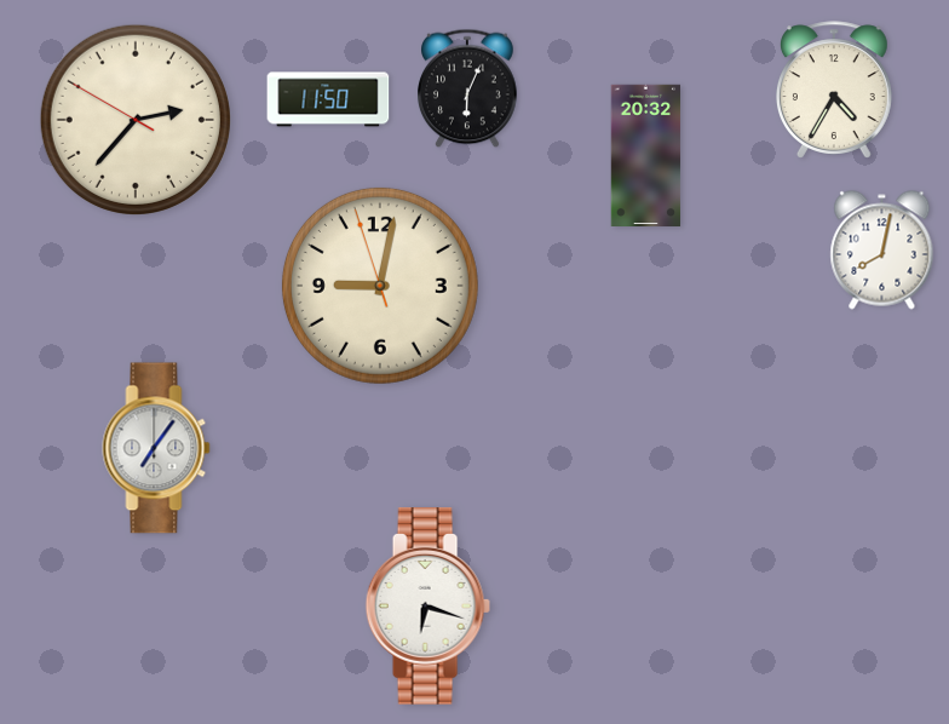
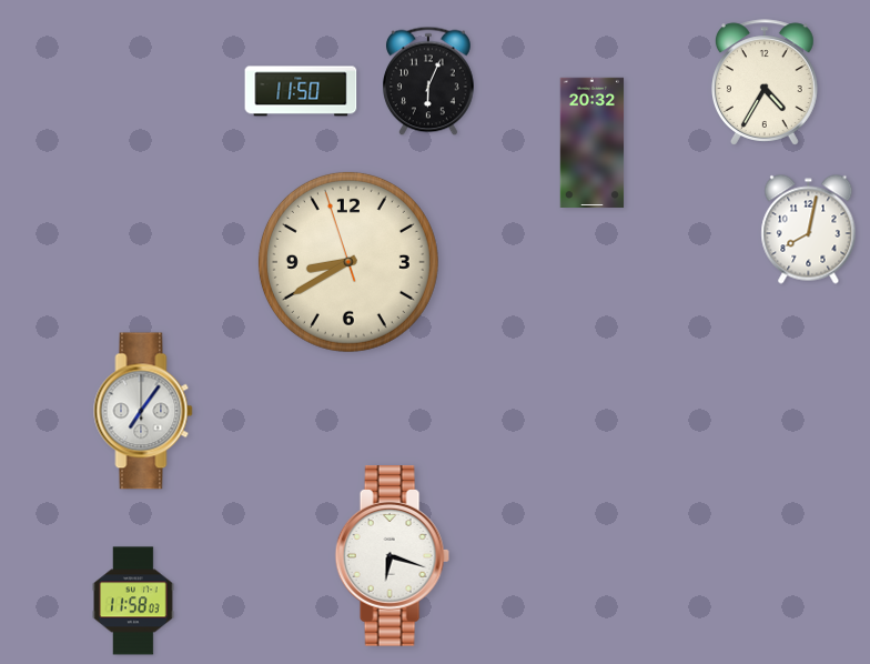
clock at (136, 120): 2:36 -> none
clock at (380, 286): 9:01 -> 8:39
clock at (134, 601): none -> 11:58
